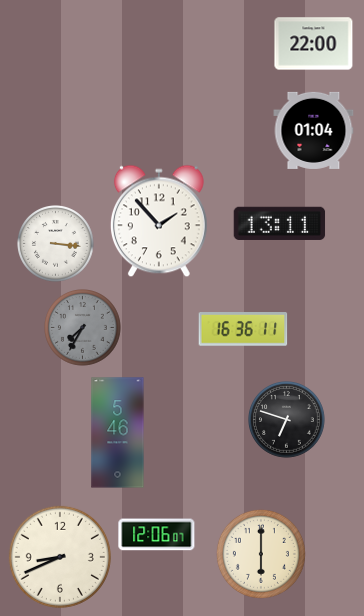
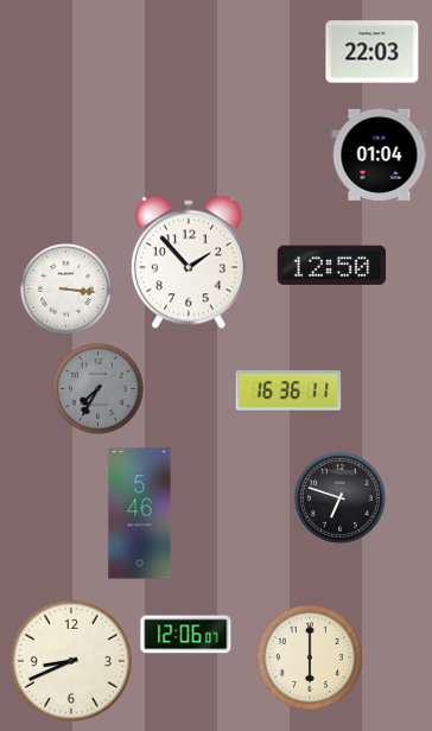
clock at (314, 44): 22:00 -> 22:03
clock at (314, 130) position: (314, 130) -> (380, 154)
clock at (280, 223): 13:11 -> 12:50
